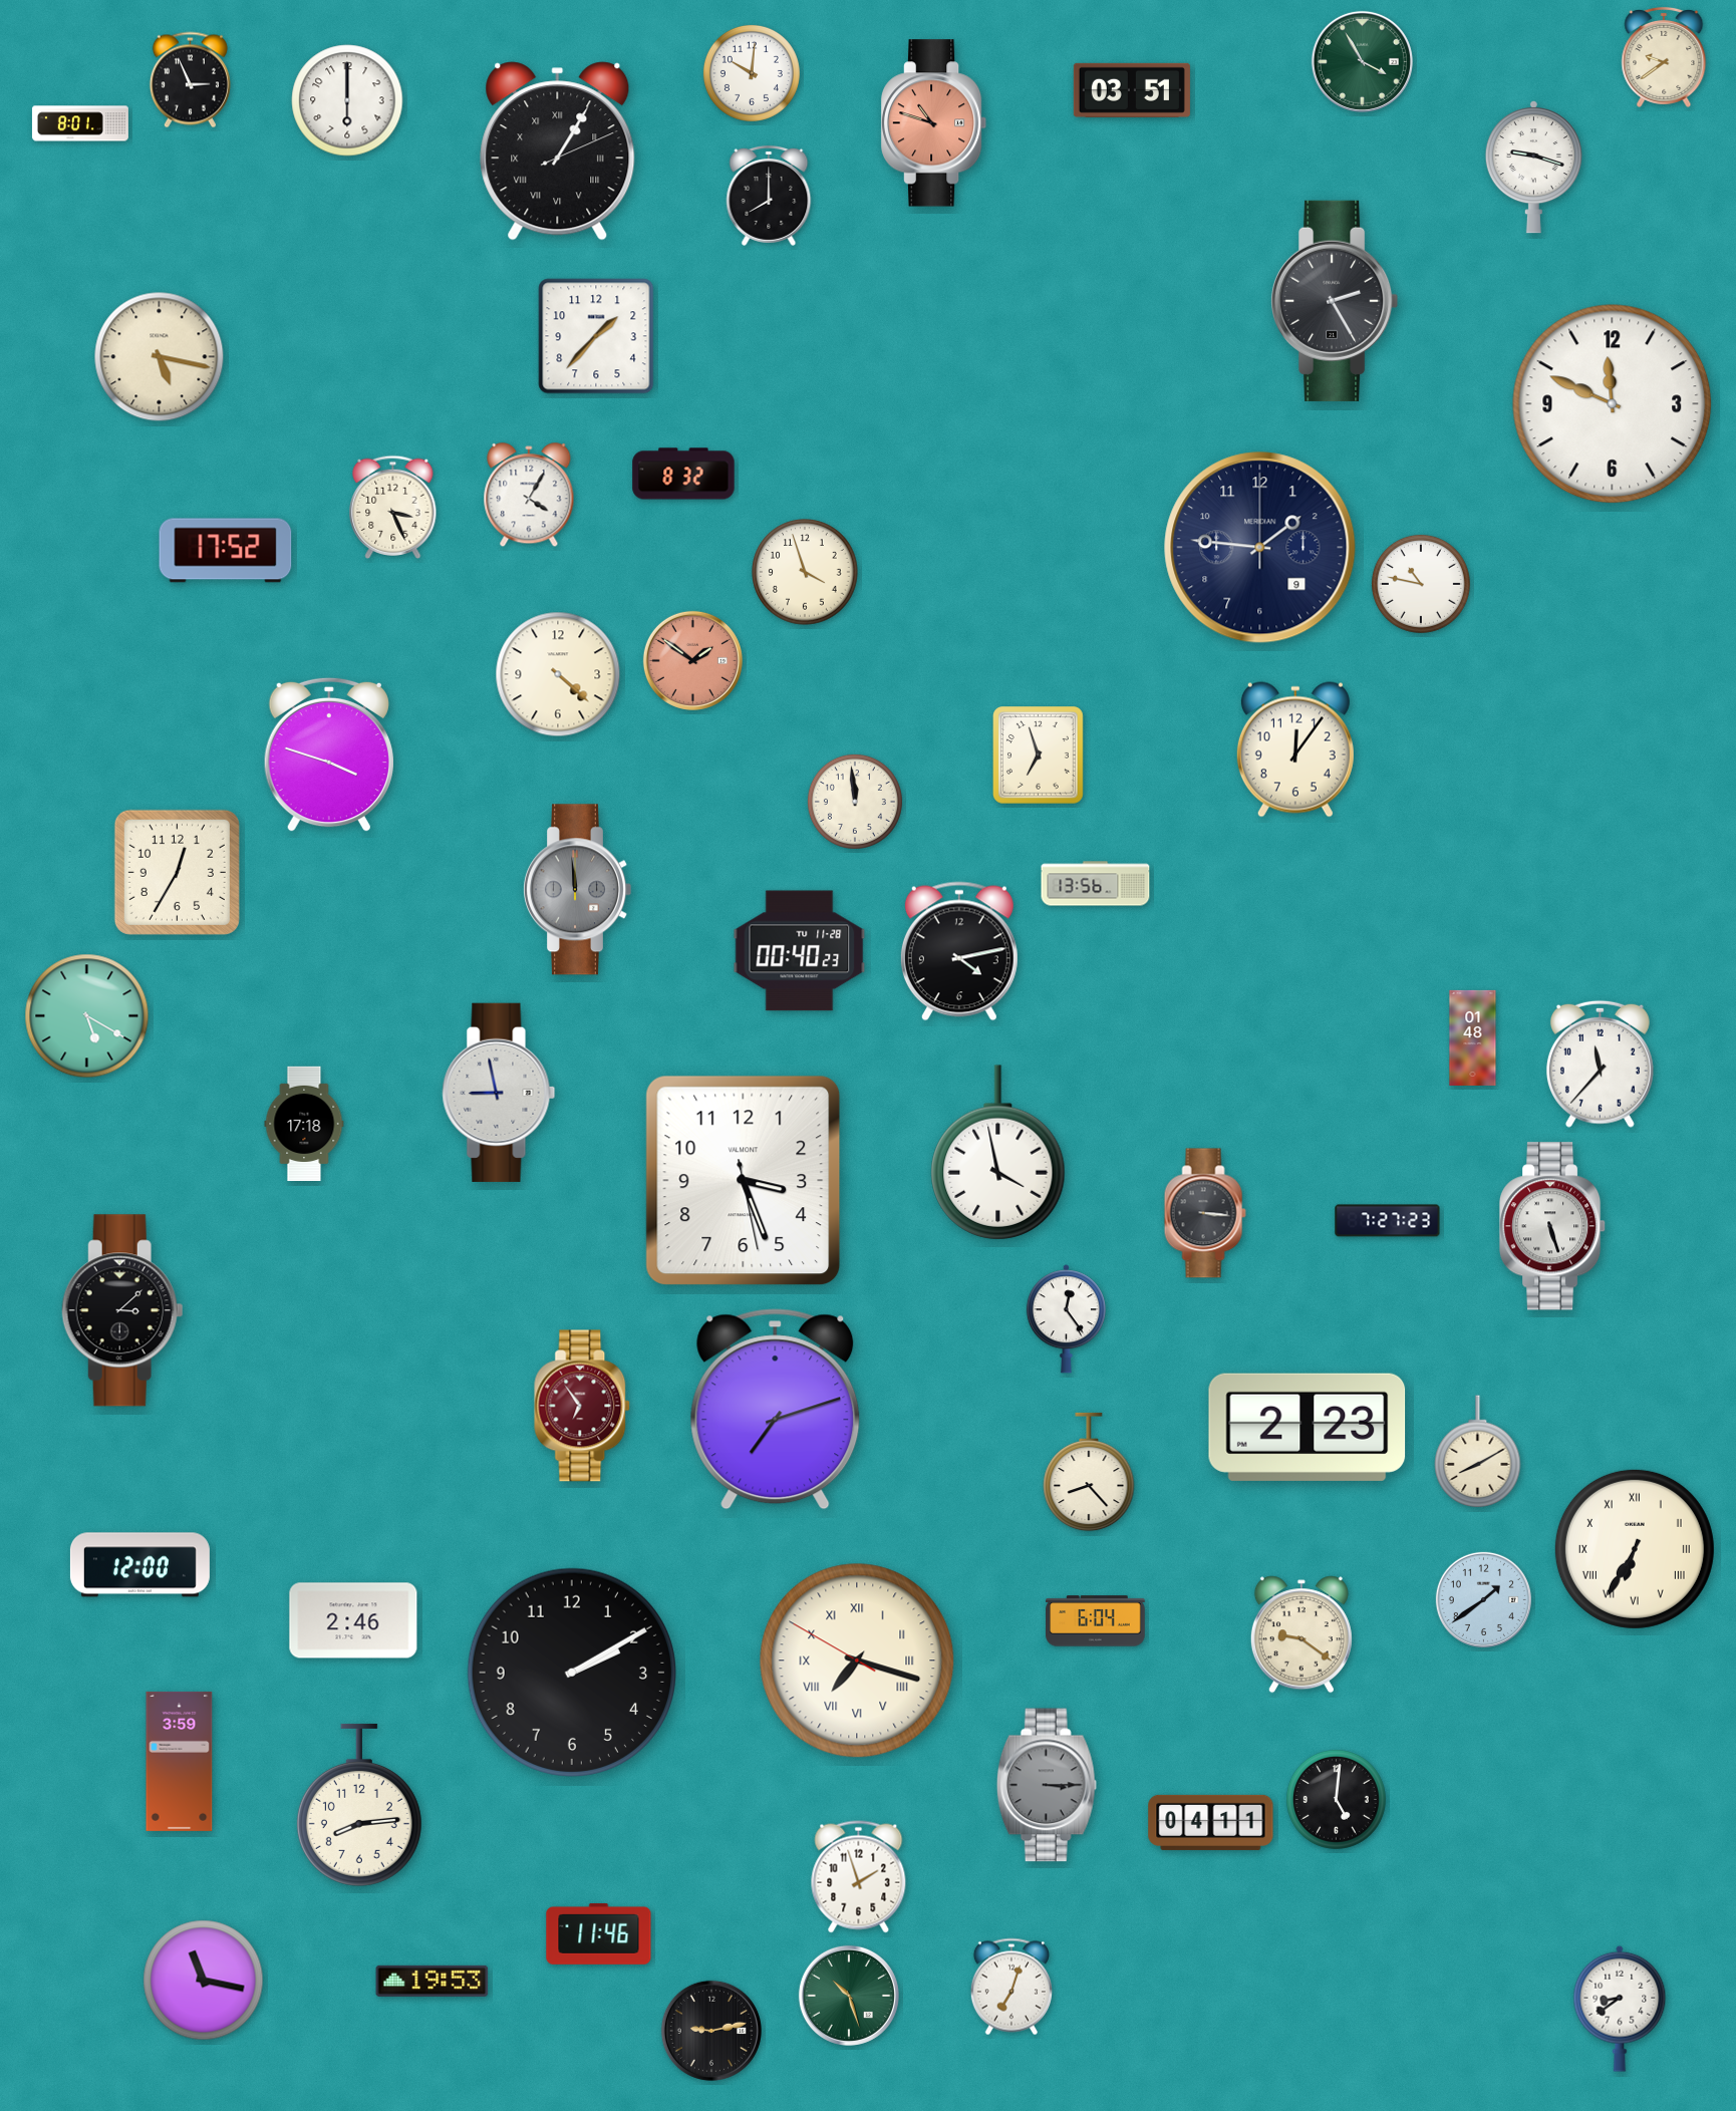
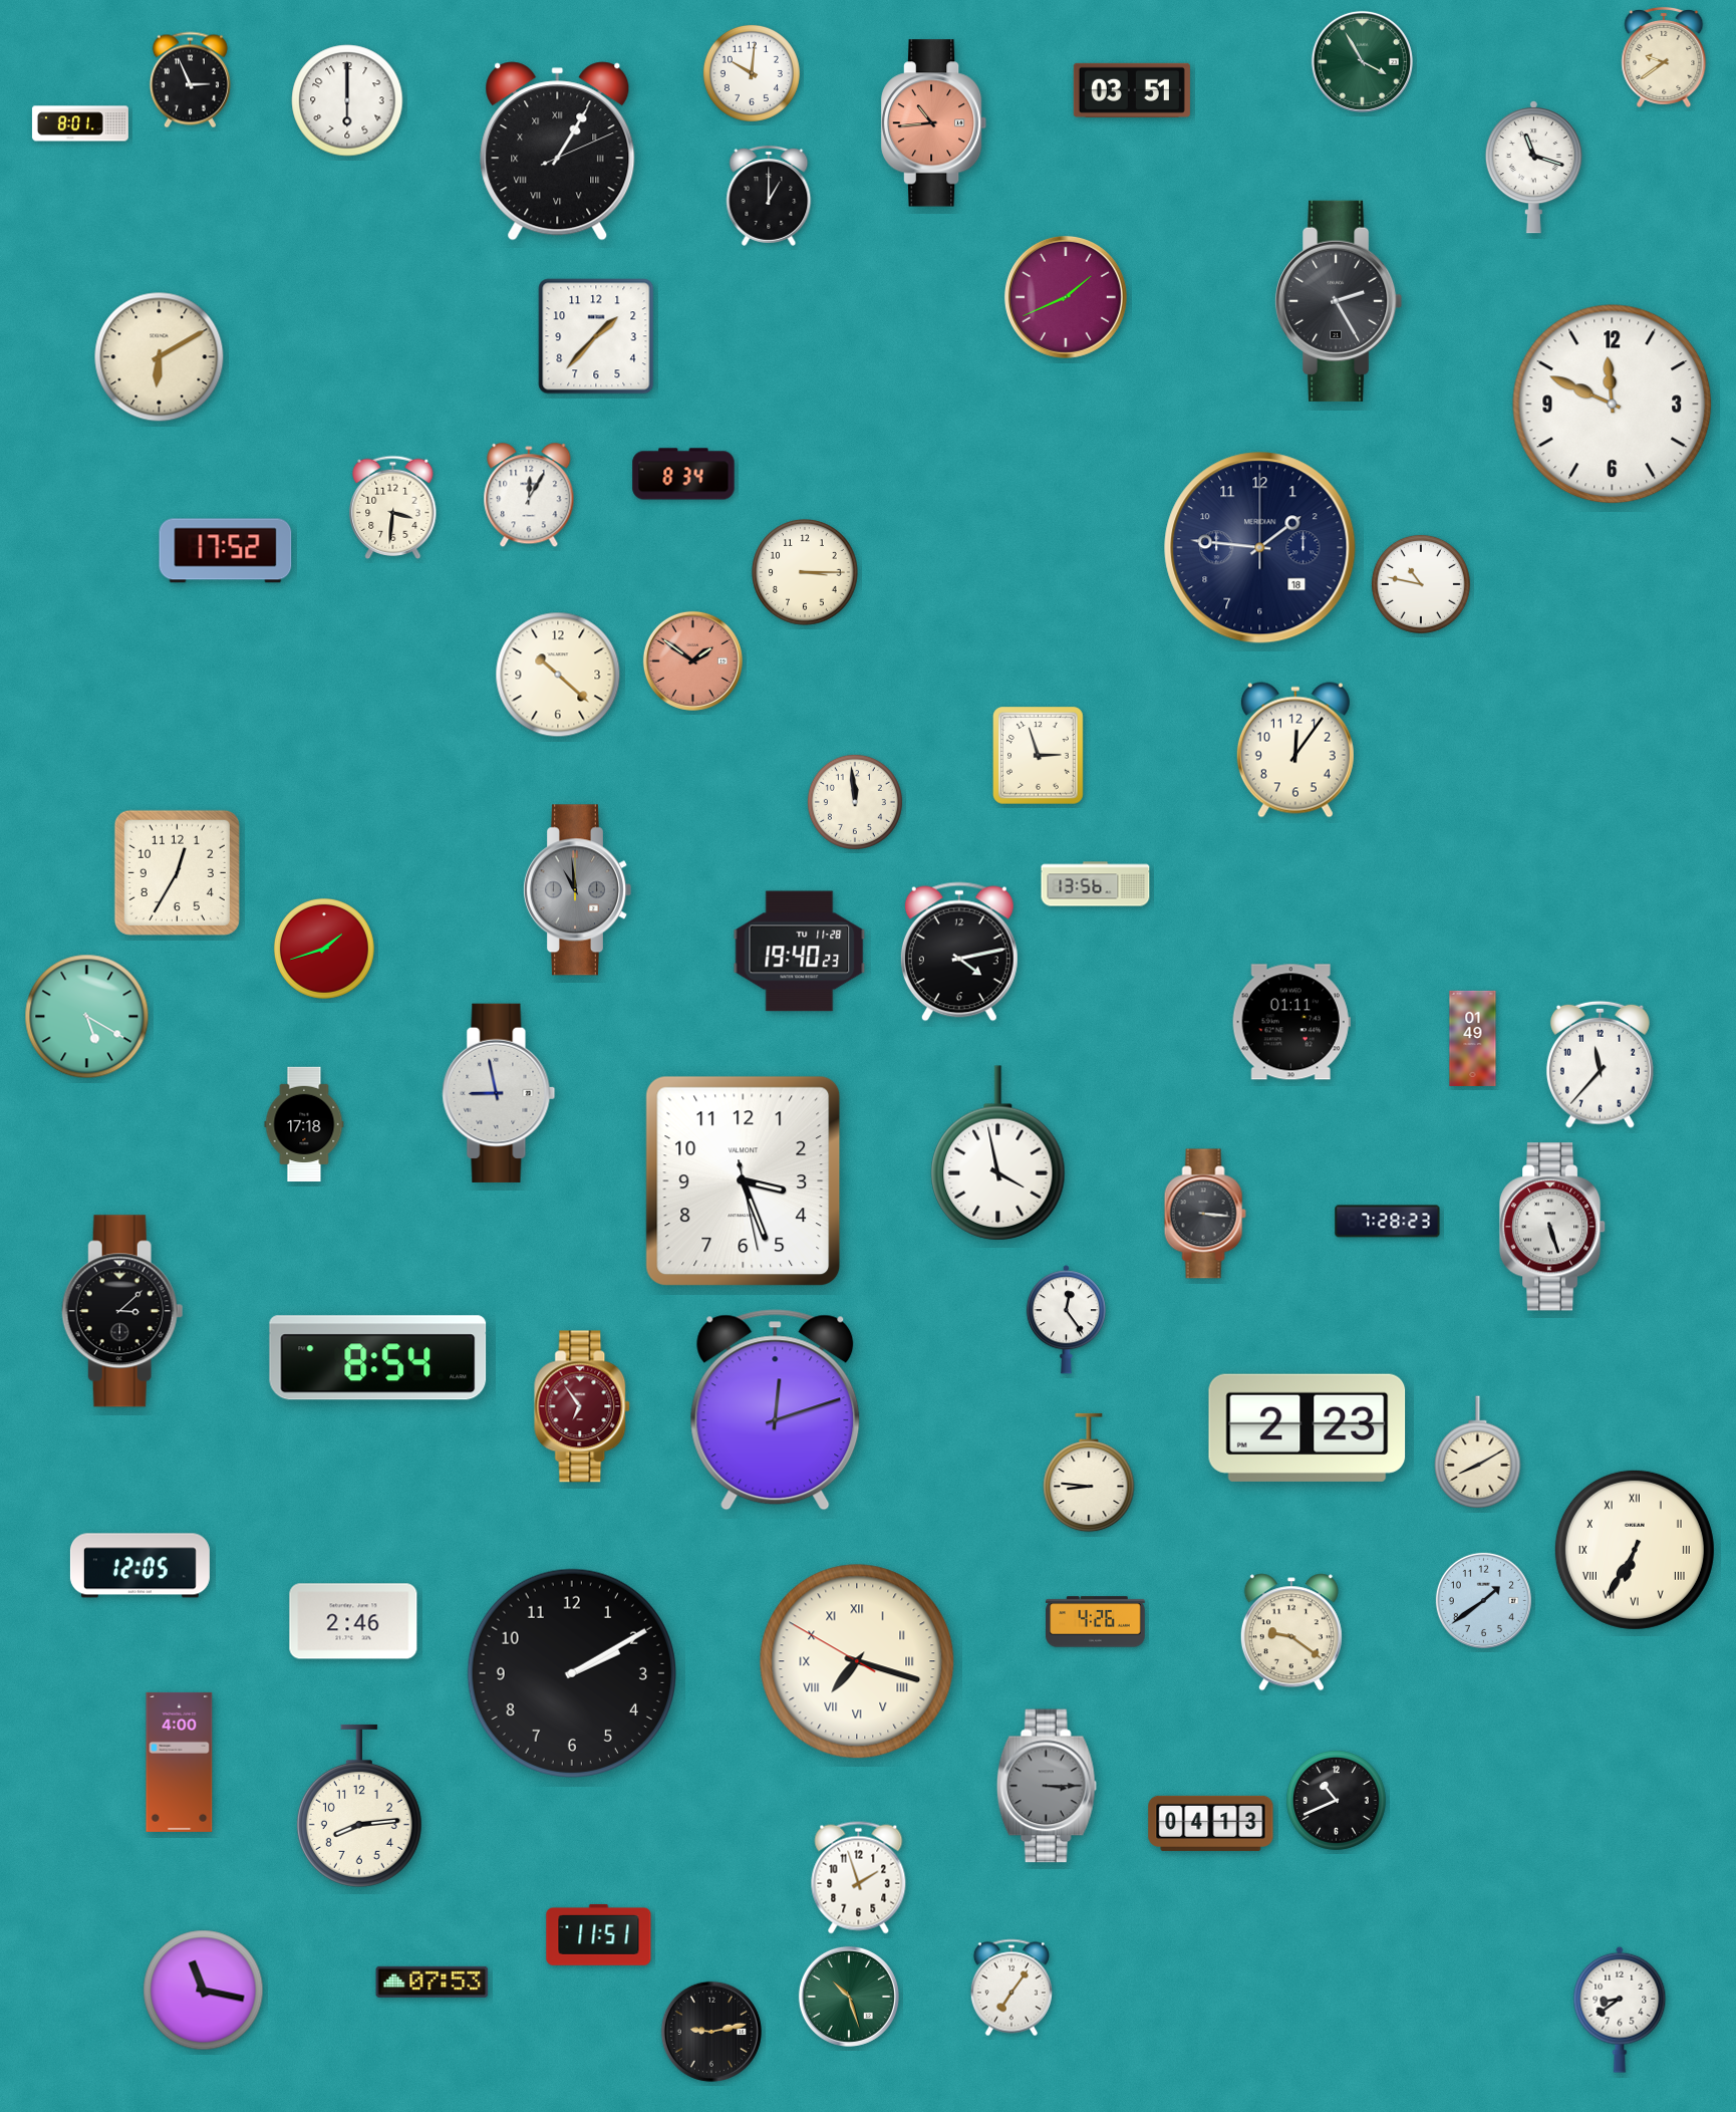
clock at (934, 123): 10:48 -> 10:44
clock at (1533, 168): 9:18 -> 11:18
clock at (769, 196): 8:00 -> 1:00
clock at (1066, 297): none -> 1:41
clock at (1336, 301) position: (1336, 301) -> (1340, 301)
clock at (160, 357): 5:17 -> 6:10
clock at (683, 474): 8:32 -> 8:34
clock at (529, 496): 4:05 -> 12:05
clock at (393, 507): 3:26 -> 3:31
clock at (1260, 548) date: 9 -> 18
clock at (805, 572): 3:57 -> 3:15
clock at (558, 674): 4:22 -> 10:22
clock at (329, 755): 3:48 -> none
clock at (1039, 756): 6:57 -> 2:57
clock at (578, 890): 11:59 -> 10:59
clock at (324, 949): none -> 1:42
clock at (800, 951): 00:40 -> 19:40
clock at (1291, 1022): none -> 01:11
clock at (1473, 1037): 01:48 -> 01:49
clock at (1388, 1221): 7:27 -> 7:28
clock at (378, 1358): none -> 8:54
clock at (776, 1410): 7:12 -> 12:12
clock at (1089, 1472): 8:23 -> 8:46
clock at (139, 1565): 12:00 -> 12:05
clock at (1096, 1621): 6:04 -> 4:26
clock at (1301, 1634) position: (1301, 1634) -> (1291, 1632)
clock at (180, 1761): 3:59 -> 4:00
clock at (1336, 1799): 5:01 -> 10:41
clock at (1211, 1822): 04:11 -> 04:13
clock at (599, 1933): 11:46 -> 11:51
clock at (204, 1981) position: (204, 1981) -> (204, 1991)
clock at (432, 1981): 19:53 -> 07:53
clock at (1011, 1987): 7:03 -> 7:06
